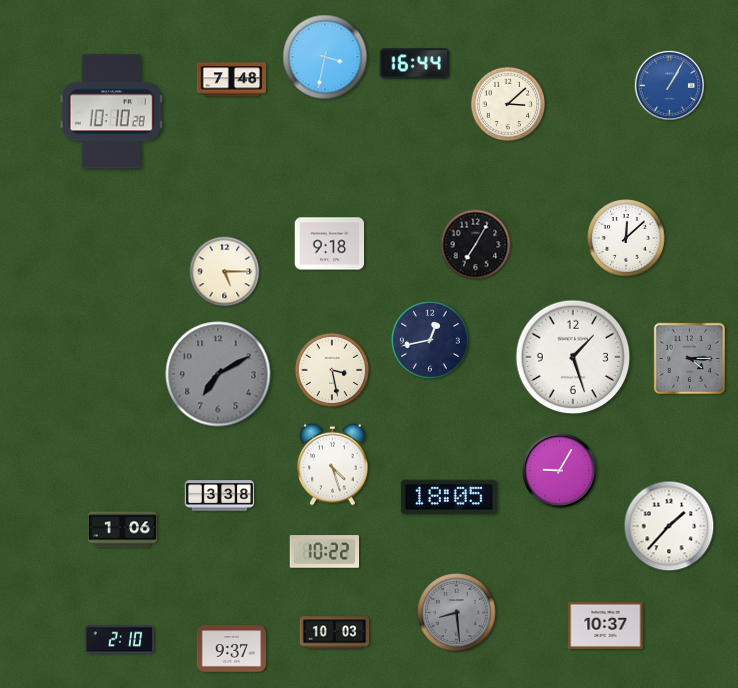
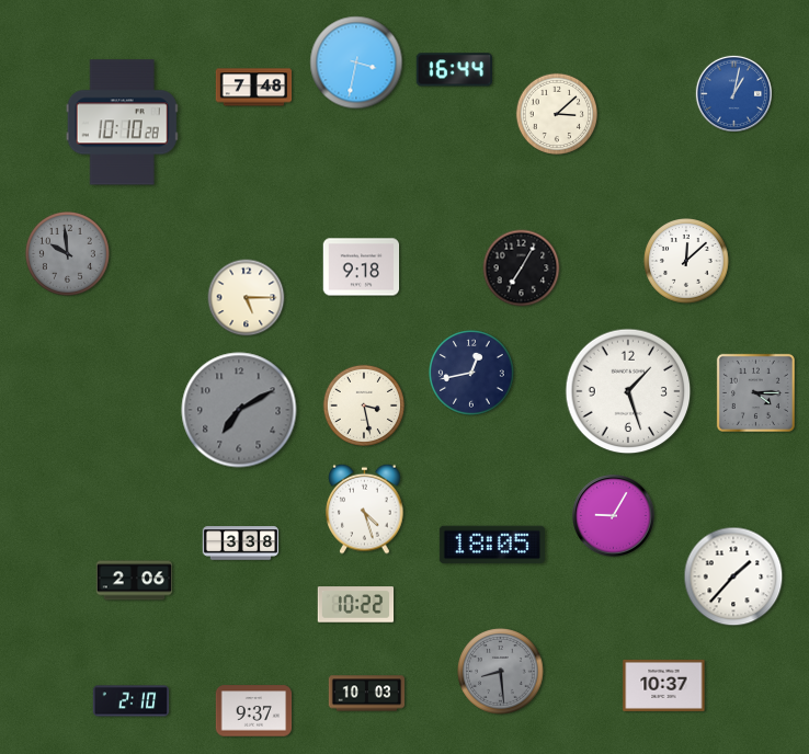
clock at (669, 85): 1:05 -> 1:02
clock at (67, 253): none -> 9:59
clock at (123, 530): 1:06 -> 2:06
